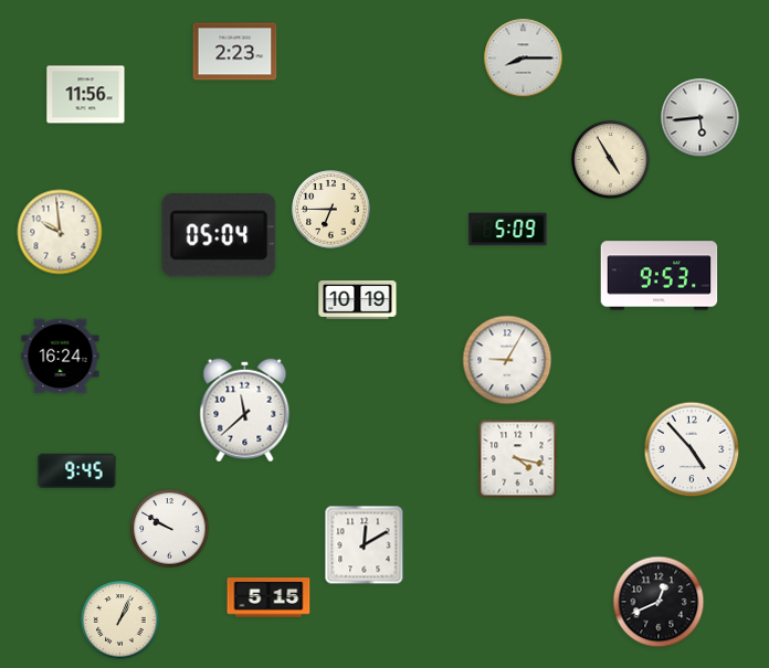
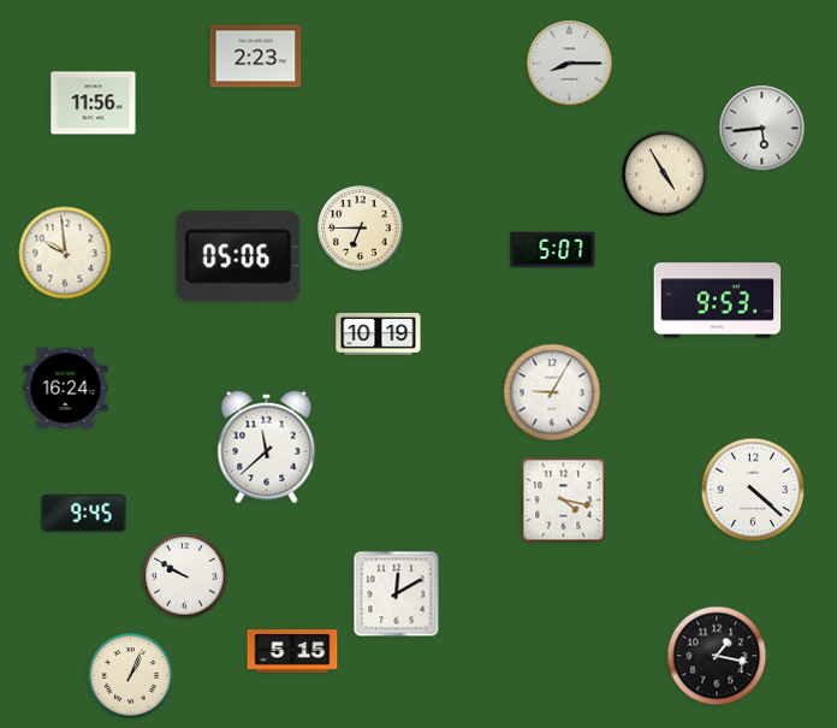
clock at (508, 230): 5:09 -> 5:07
clock at (219, 235): 05:04 -> 05:06
clock at (358, 300) position: (358, 300) -> (379, 335)
clock at (692, 449): 4:53 -> 4:22
clock at (659, 602): 12:41 -> 1:17
